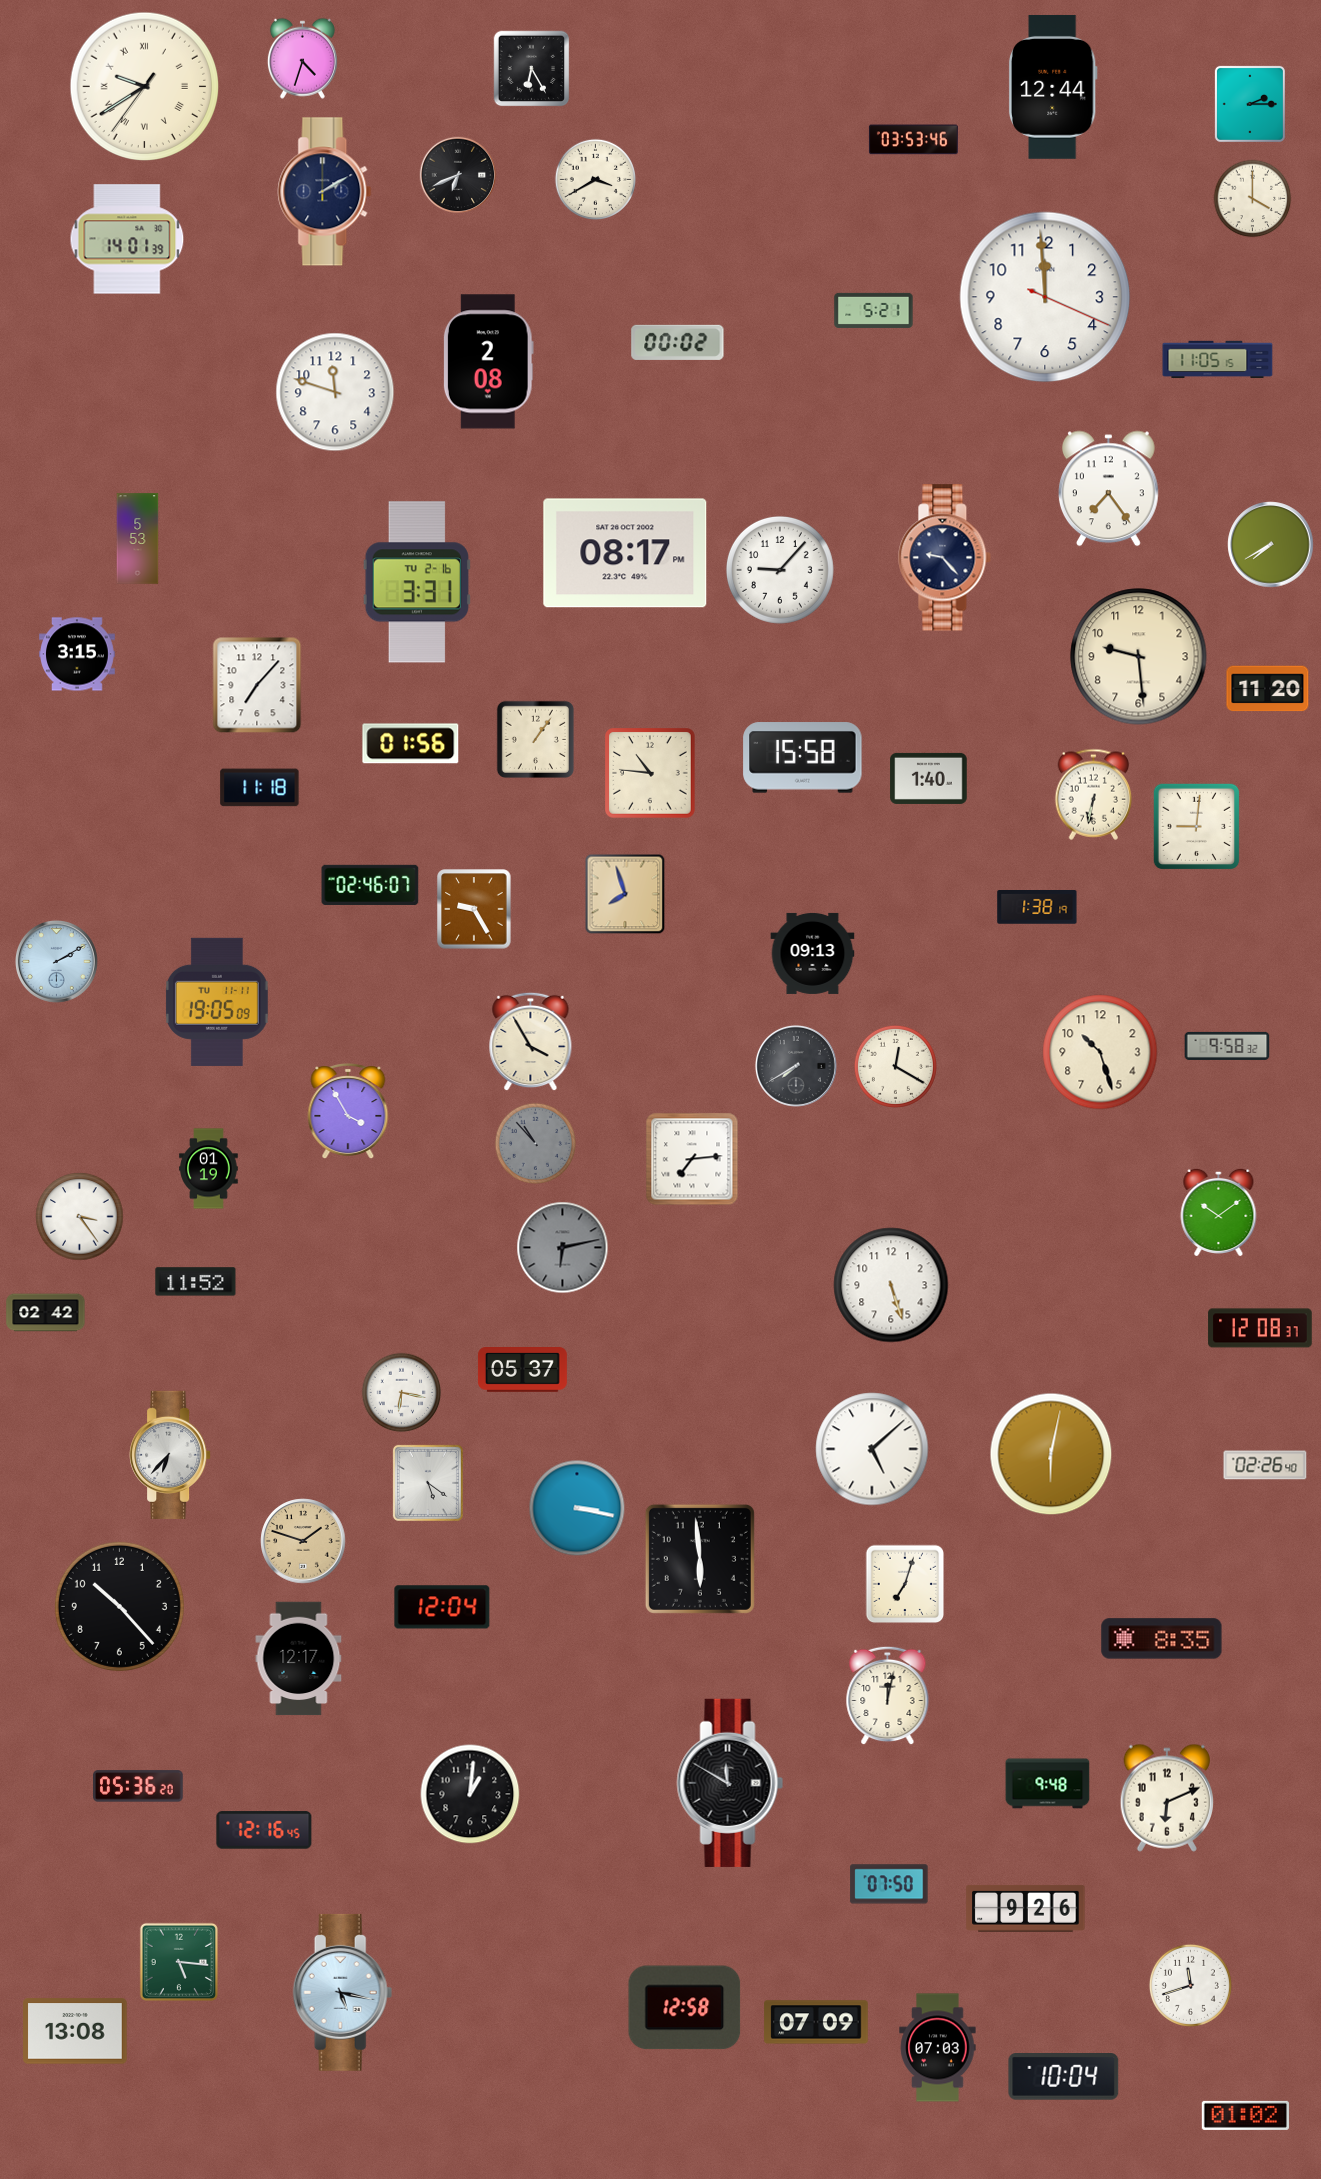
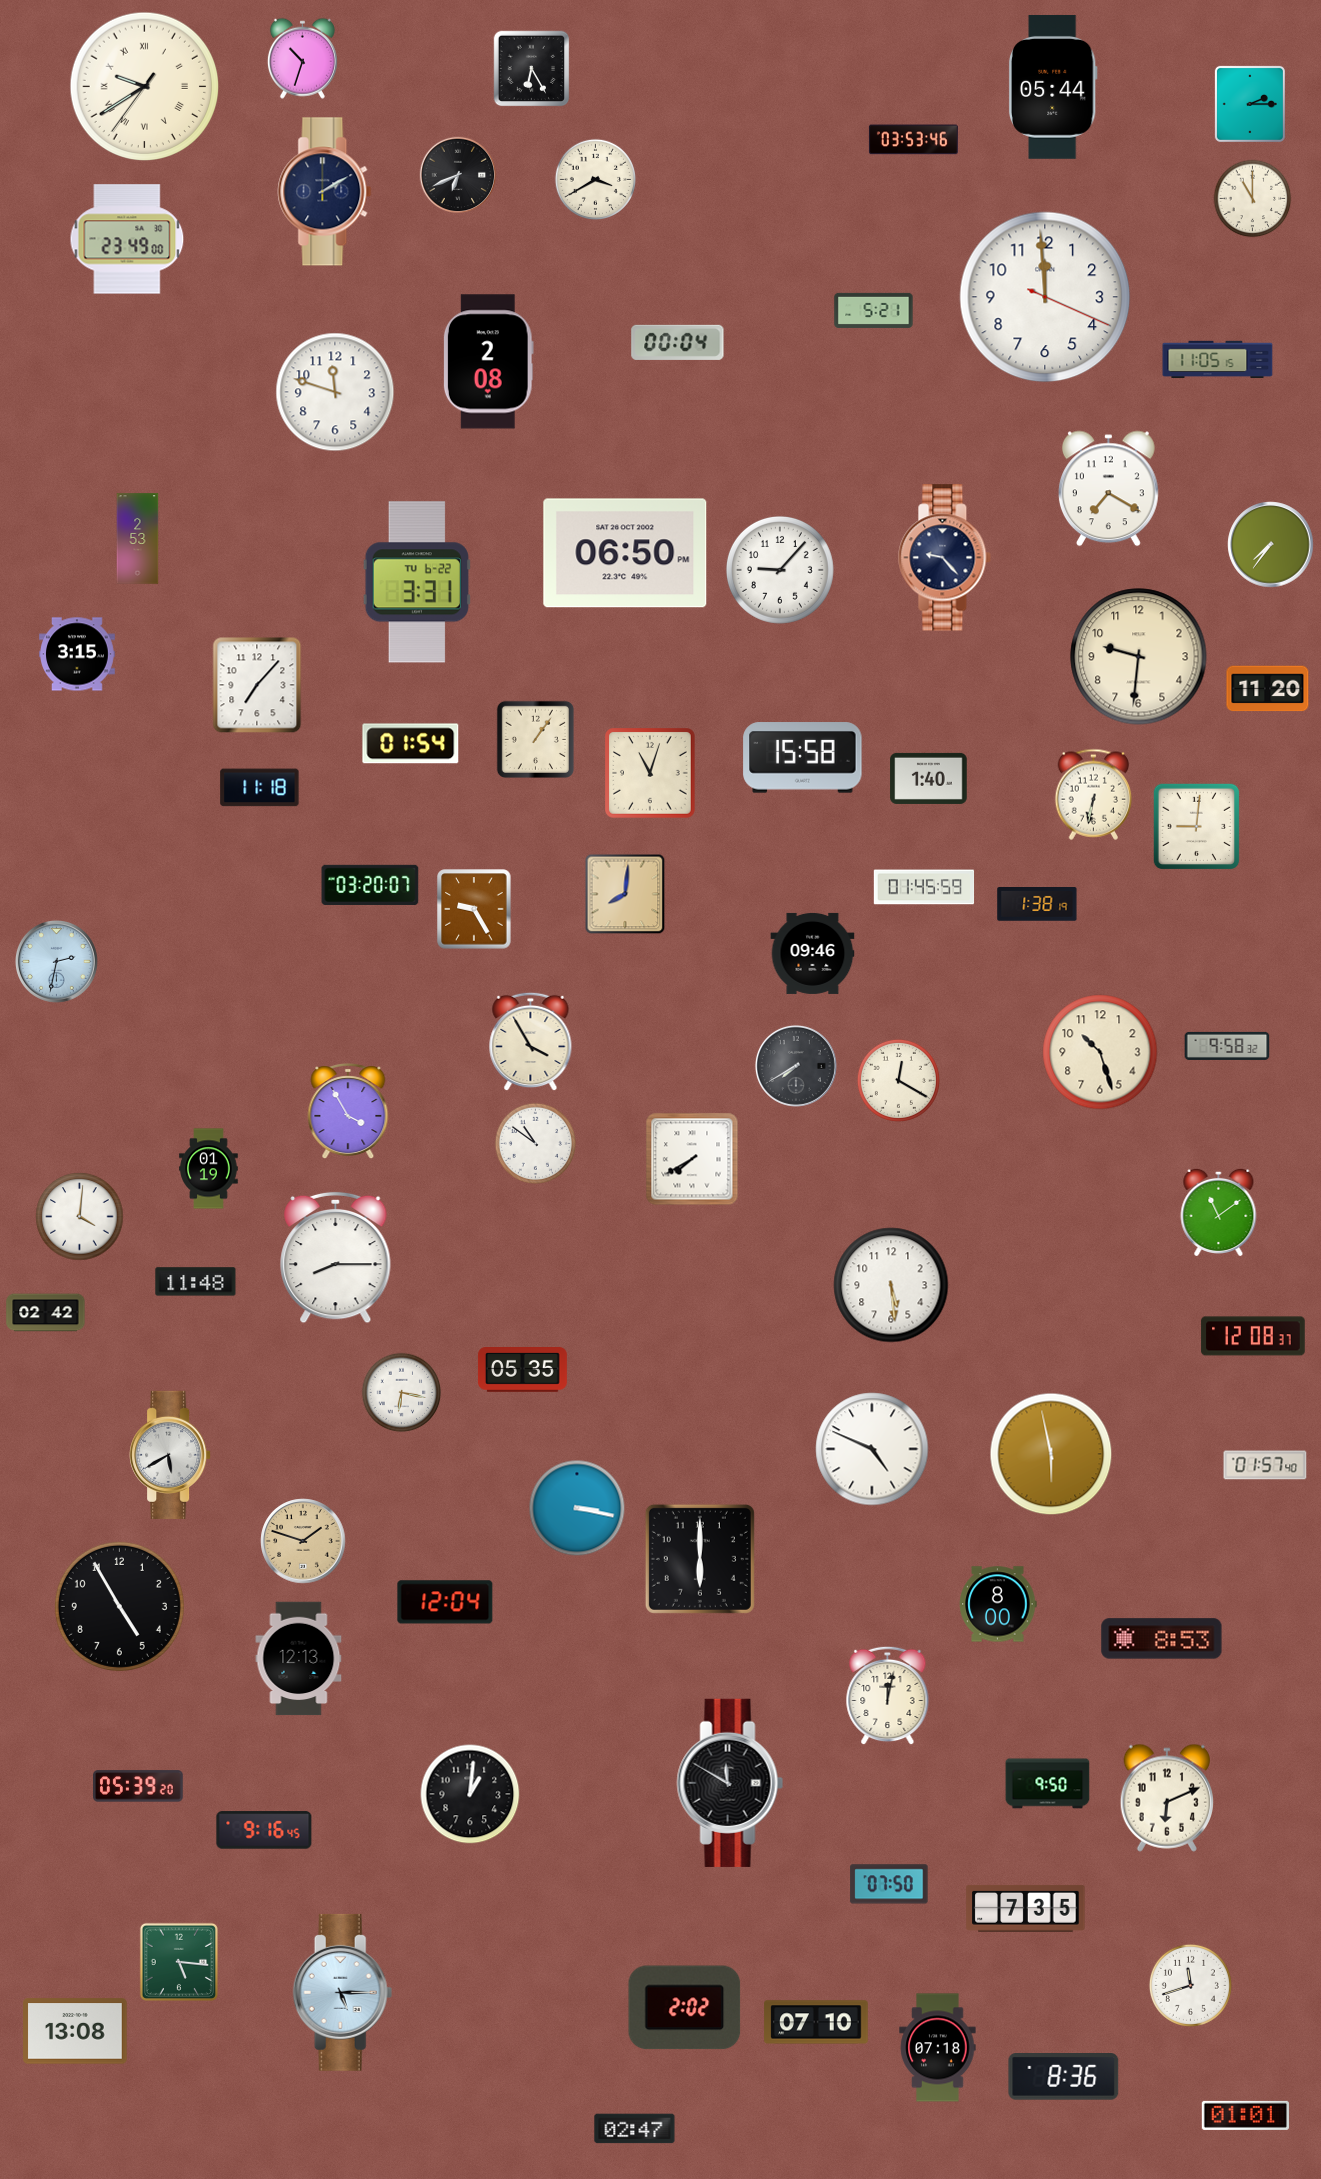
clock at (302, 58): 4:33 -> 10:33
clock at (1053, 87): 12:44 -> 05:44
clock at (1253, 199): 4:00 -> 11:00
clock at (127, 239): 14:01 -> 23:49
clock at (678, 342): 00:02 -> 00:04
clock at (1108, 489): 7:24 -> 7:20
clock at (138, 539): 5:53 -> 2:53
clock at (1271, 545): 7:40 -> 7:36
clock at (625, 553): 08:17 -> 06:50
clock at (417, 582) date: TU 2-16 -> TU 6-22
clock at (1139, 657): 9:29 -> 9:31
clock at (411, 744): 01:56 -> 01:54
clock at (651, 774): 10:46 -> 11:03
clock at (370, 885): 02:46 -> 03:20
clock at (924, 887): none -> 01:45
clock at (625, 894): 7:57 -> 8:01
clock at (1037, 908) position: (1037, 908) -> (1037, 905)
clock at (813, 953): 09:13 -> 09:46
clock at (56, 961): 2:10 -> 2:32
clock at (217, 1002): 19:05 -> none
clock at (895, 1066) position: (895, 1066) -> (898, 1080)
clock at (535, 1143): 10:53 -> 10:51
clock at (535, 1143) dial: grey -> white
clock at (692, 1159): 7:14 -> 7:40
clock at (1219, 1212): 10:09 -> 11:09
clock at (80, 1217): 3:24 -> 4:01
clock at (563, 1248): 6:13 -> none
clock at (336, 1258): none -> 8:15
clock at (196, 1282): 11:52 -> 11:48
clock at (891, 1285): 5:27 -> 5:29
clock at (1260, 1328) position: (1260, 1328) -> (1253, 1336)
clock at (522, 1370): 05:37 -> 05:35
clock at (872, 1449): 5:08 -> 4:49
clock at (1051, 1454): 6:02 -> 5:58
clock at (170, 1455): 6:37 -> 5:40
clock at (1265, 1465): 02:26 -> 01:57
clock at (428, 1483): 5:21 -> none
clock at (700, 1559): 5:59 -> 6:00
clock at (905, 1584): 7:03 -> none
clock at (998, 1604): none -> 8:00
clock at (119, 1606): 10:23 -> 4:55
clock at (442, 1607) position: (442, 1607) -> (445, 1602)
clock at (1162, 1639): 8:35 -> 8:53
clock at (299, 1659): 12:17 -> 12:13
clock at (1048, 1784): 9:48 -> 9:50
clock at (139, 1786): 05:36 -> 05:39
clock at (264, 1830): 12:16 -> 9:16
clock at (1026, 1908): 9:26 -> 7:35
clock at (343, 1992): 5:17 -> 5:15
clock at (685, 2008): 12:58 -> 2:02
clock at (816, 2022): 07:09 -> 07:10
clock at (938, 2048): 07:03 -> 07:18
clock at (1064, 2077): 10:04 -> 8:36
clock at (1245, 2115): 01:02 -> 01:01
clock at (635, 2129): none -> 02:47
